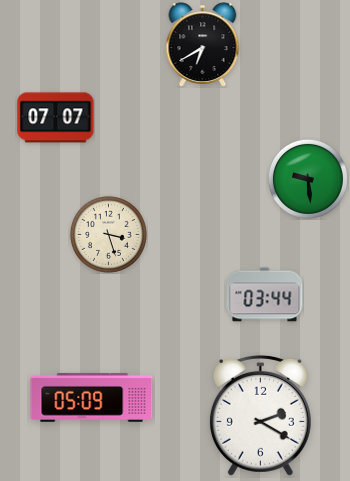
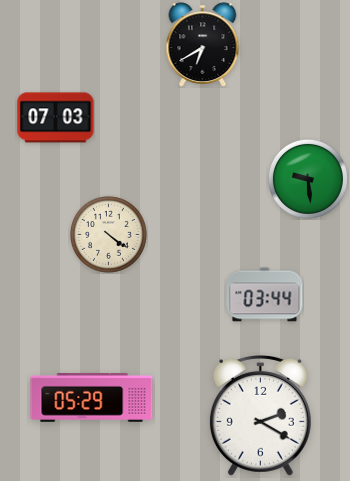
clock at (56, 118): 07:07 -> 07:03
clock at (108, 234): 3:27 -> 4:21
clock at (92, 397): 05:09 -> 05:29
